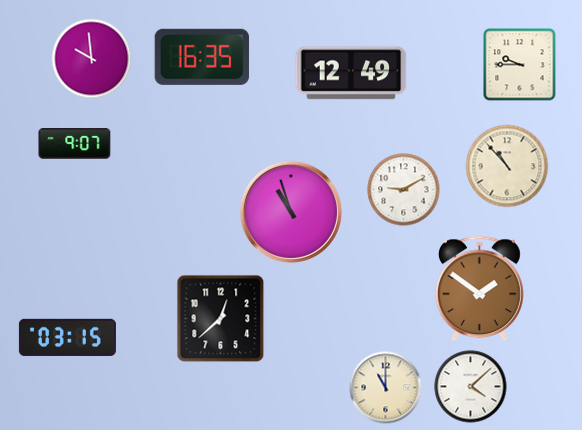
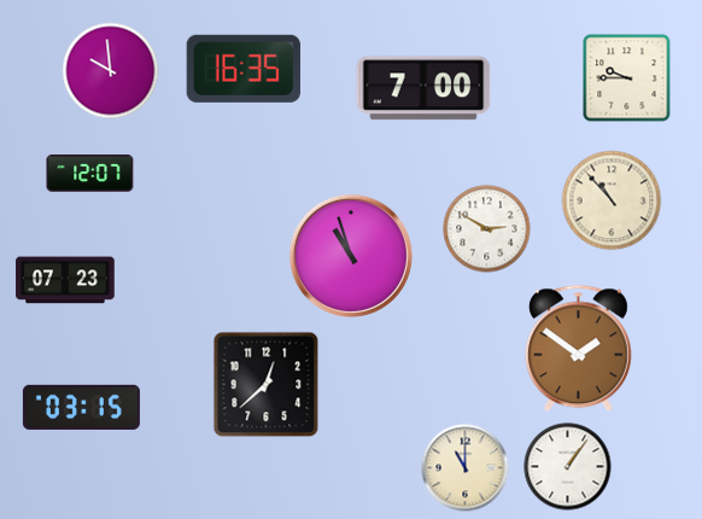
clock at (351, 73): 12:49 -> 7:00
clock at (75, 144): 9:07 -> 12:07
clock at (404, 190): 9:10 -> 2:50
clock at (65, 280): none -> 07:23
clock at (471, 387): 4:08 -> 1:06
